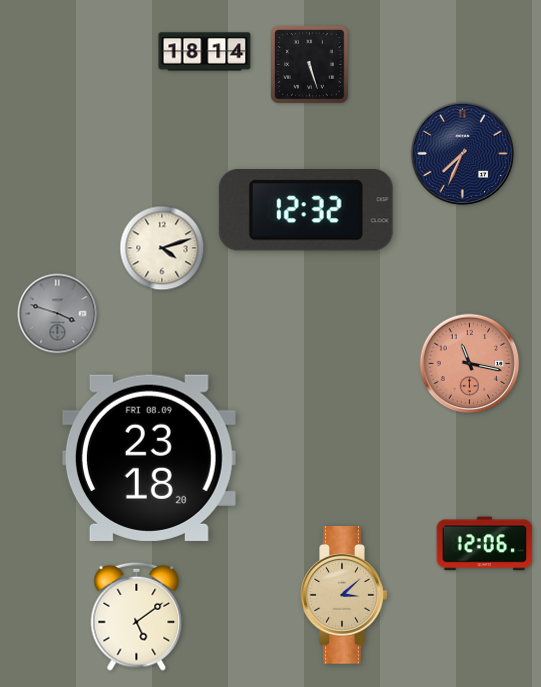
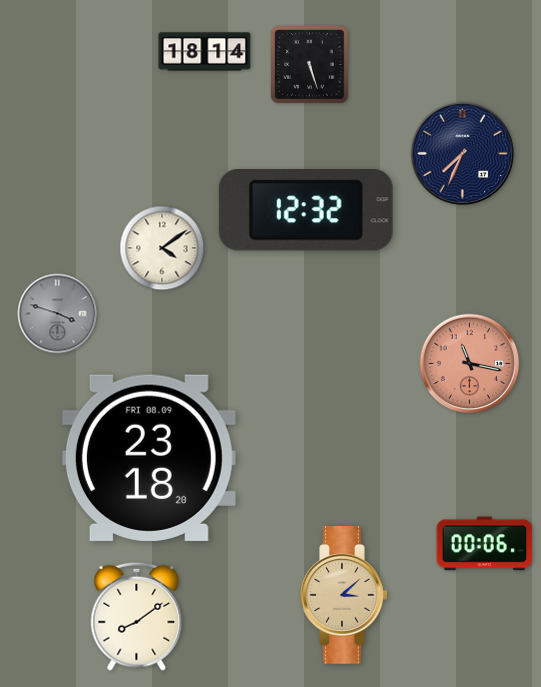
clock at (162, 248): 4:12 -> 4:09
clock at (485, 544): 12:06 -> 00:06
clock at (137, 616): 5:09 -> 8:09
